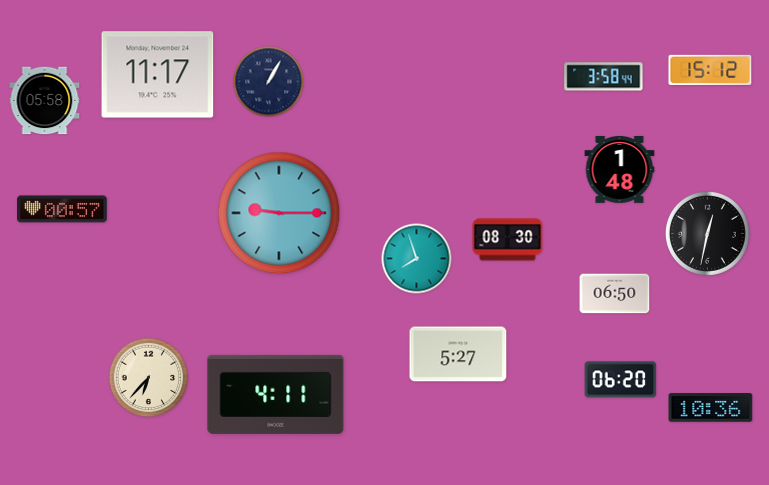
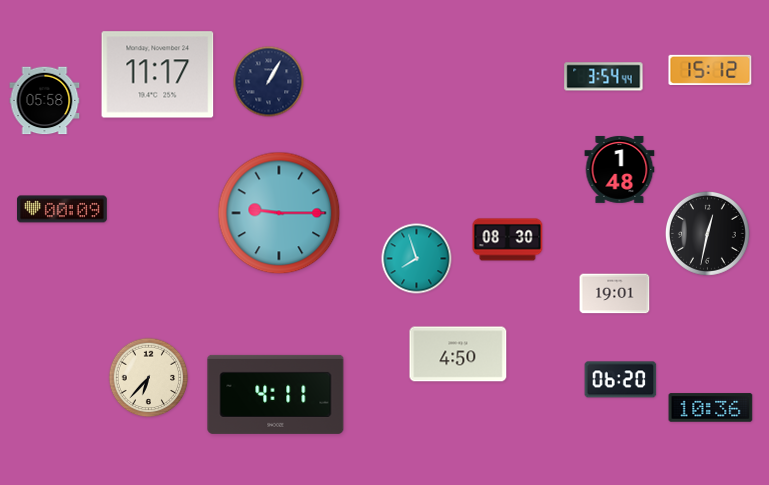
clock at (604, 77): 3:58 -> 3:54
clock at (63, 209): 00:57 -> 00:09
clock at (615, 294): 06:50 -> 19:01
clock at (458, 354): 5:27 -> 4:50
